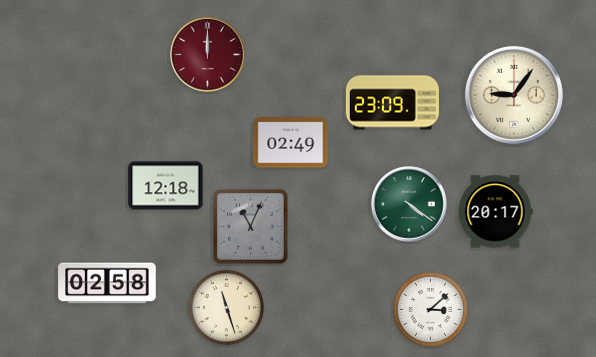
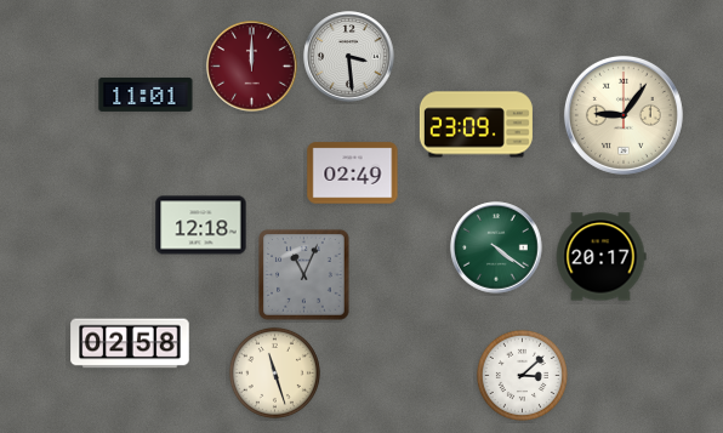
clock at (349, 57): none -> 3:29
clock at (146, 95): none -> 11:01
